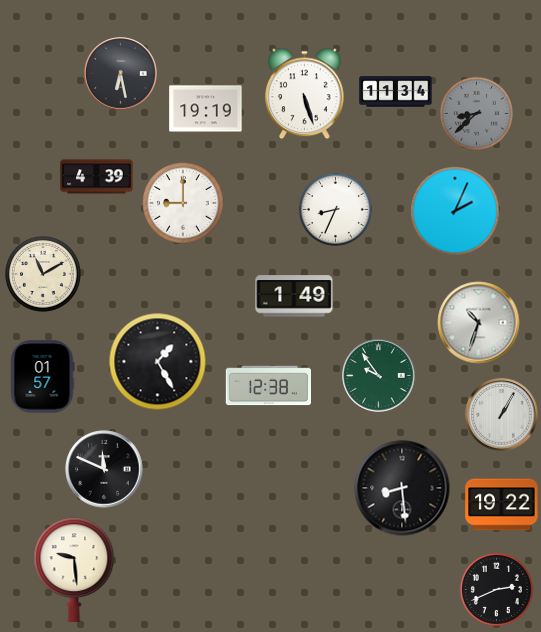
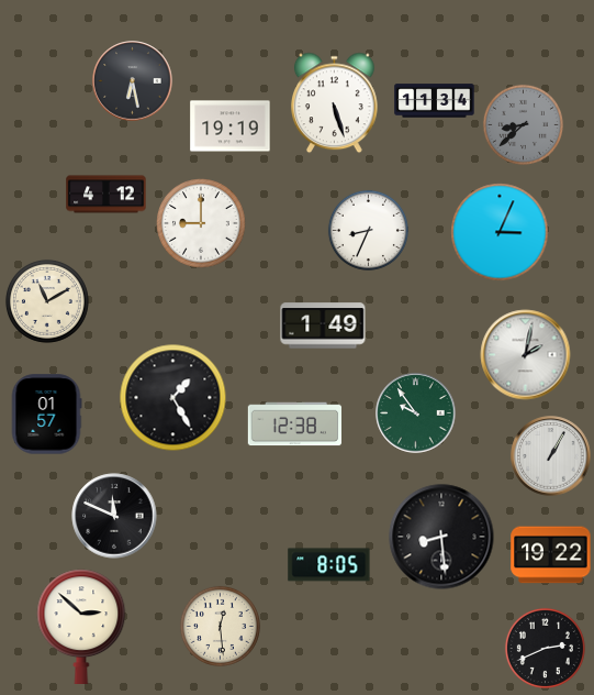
clock at (206, 109) position: (206, 109) -> (231, 126)
clock at (97, 177): 4:39 -> 4:12
clock at (455, 211): 2:04 -> 3:04
clock at (479, 323): 10:33 -> 2:02
clock at (329, 565): none -> 8:05
clock at (74, 569): 9:29 -> 2:52
clock at (220, 626): none -> 12:29
